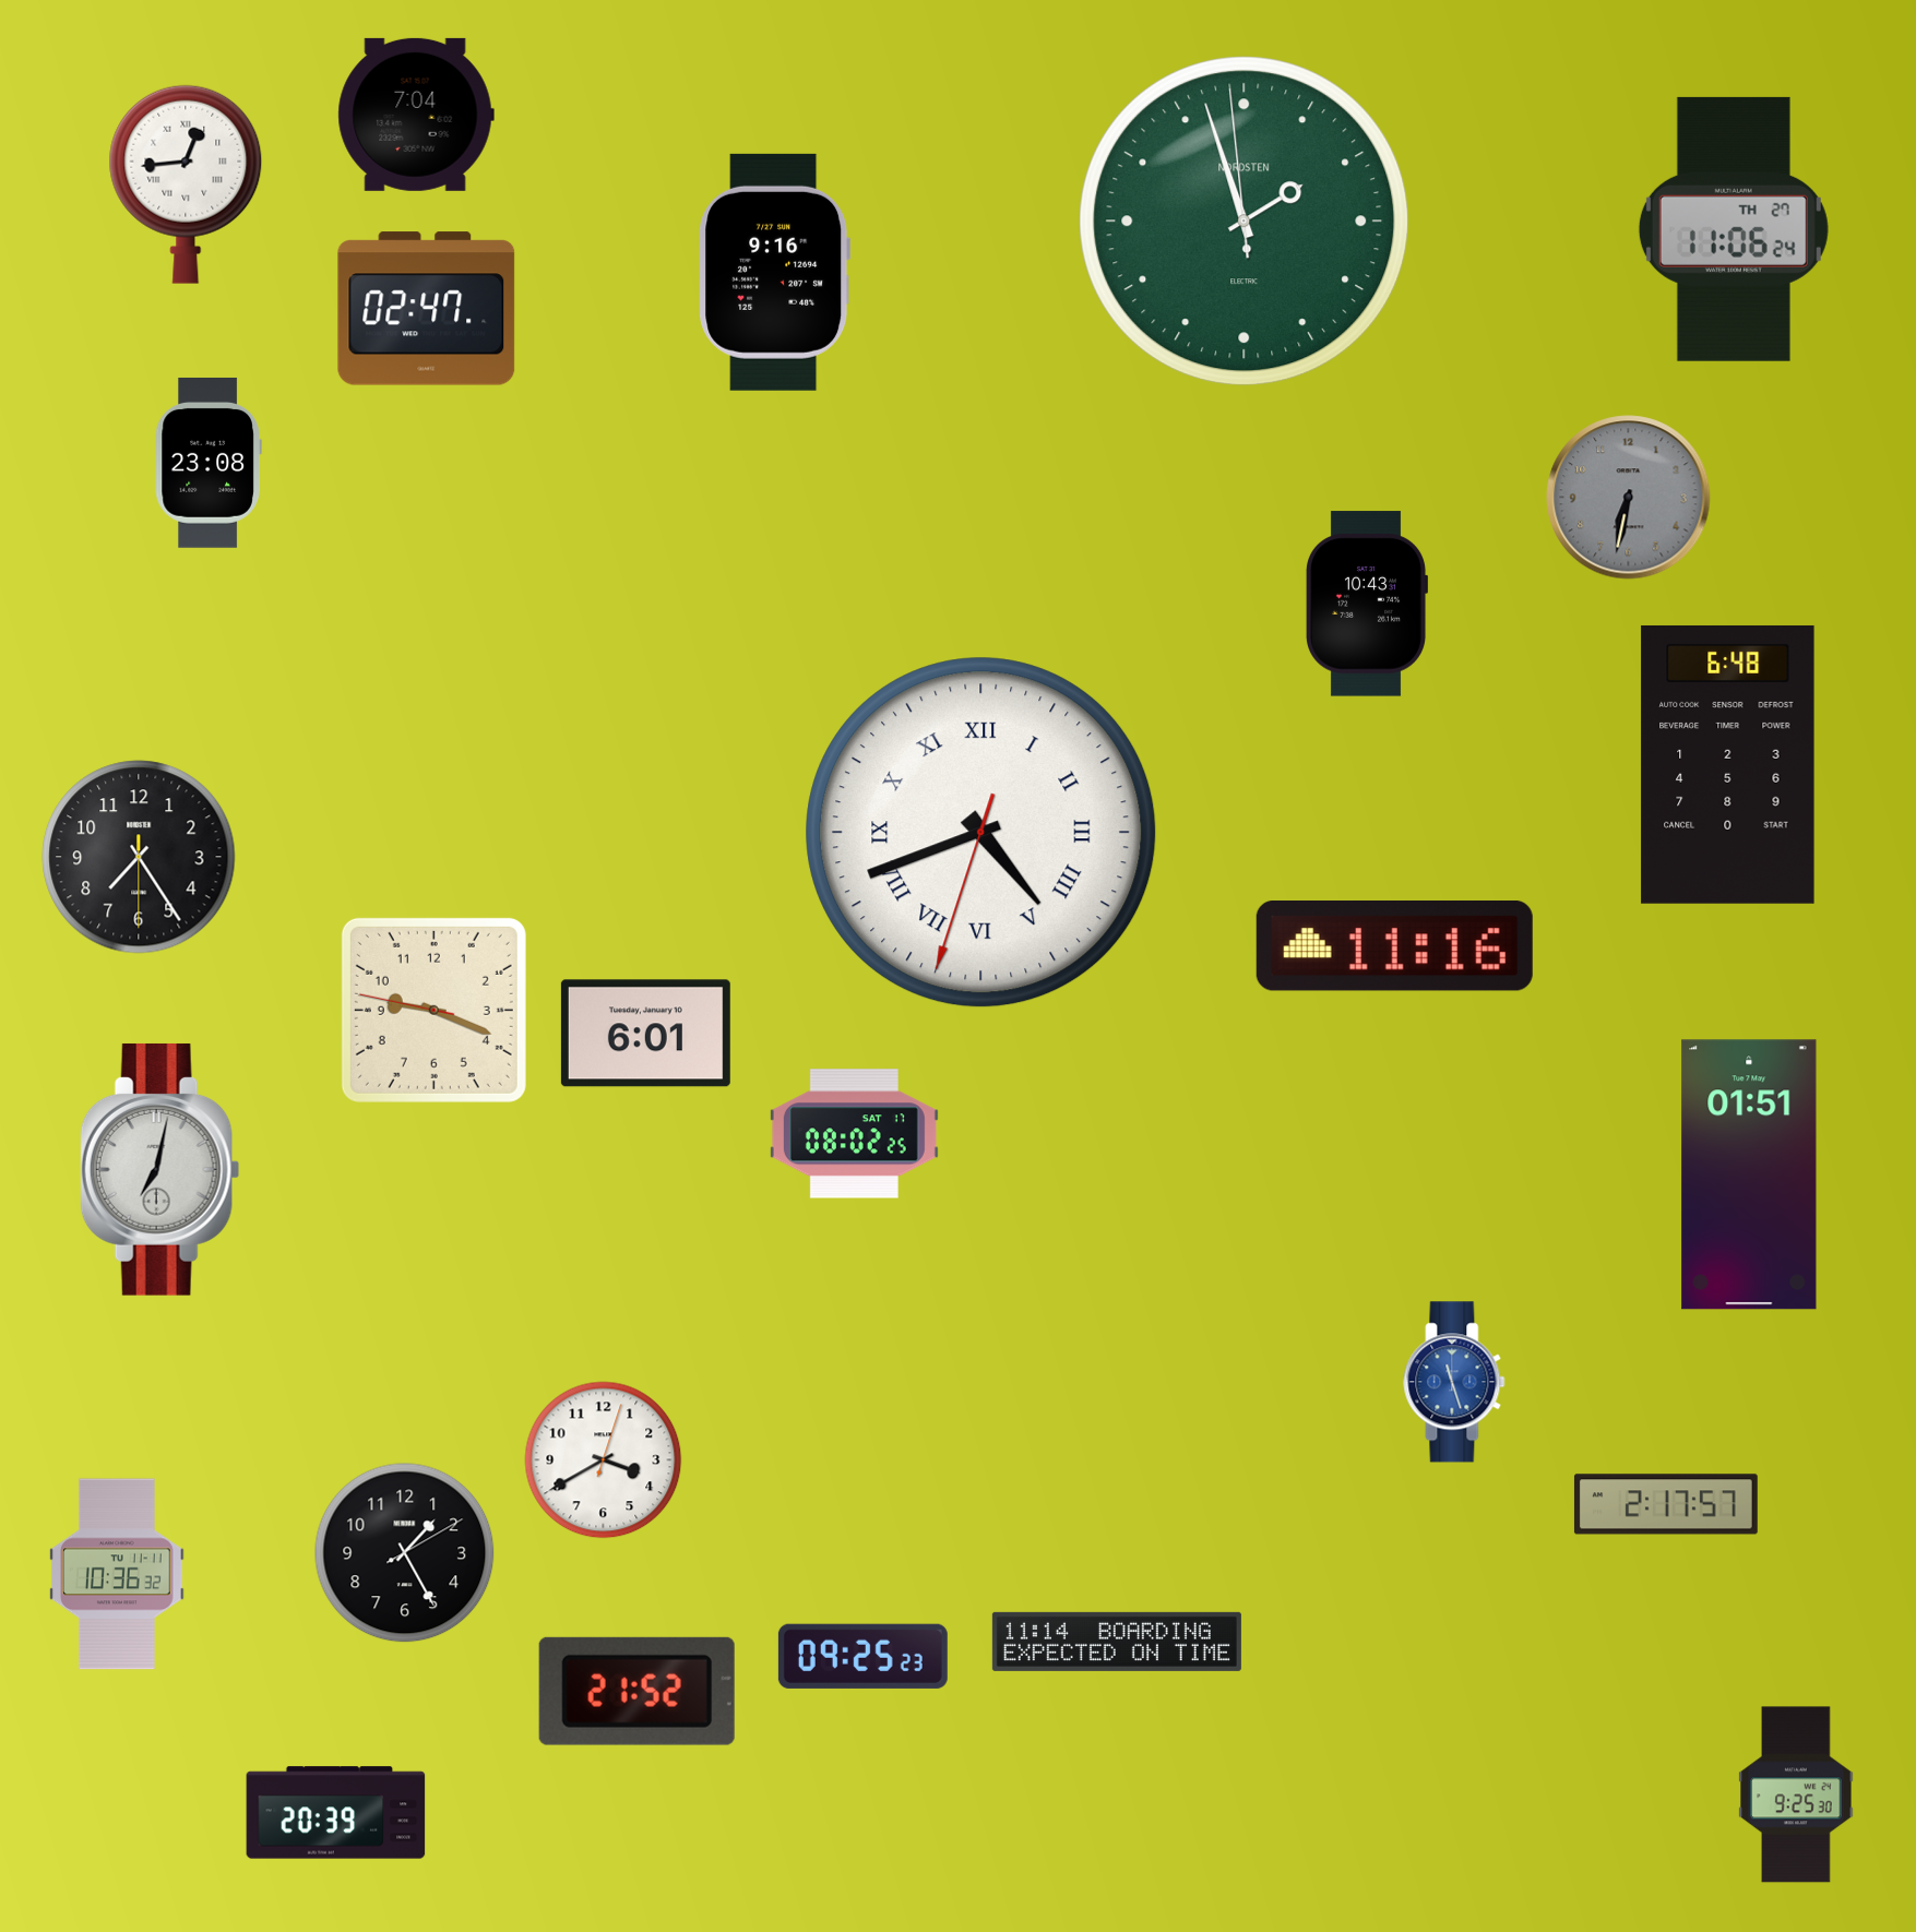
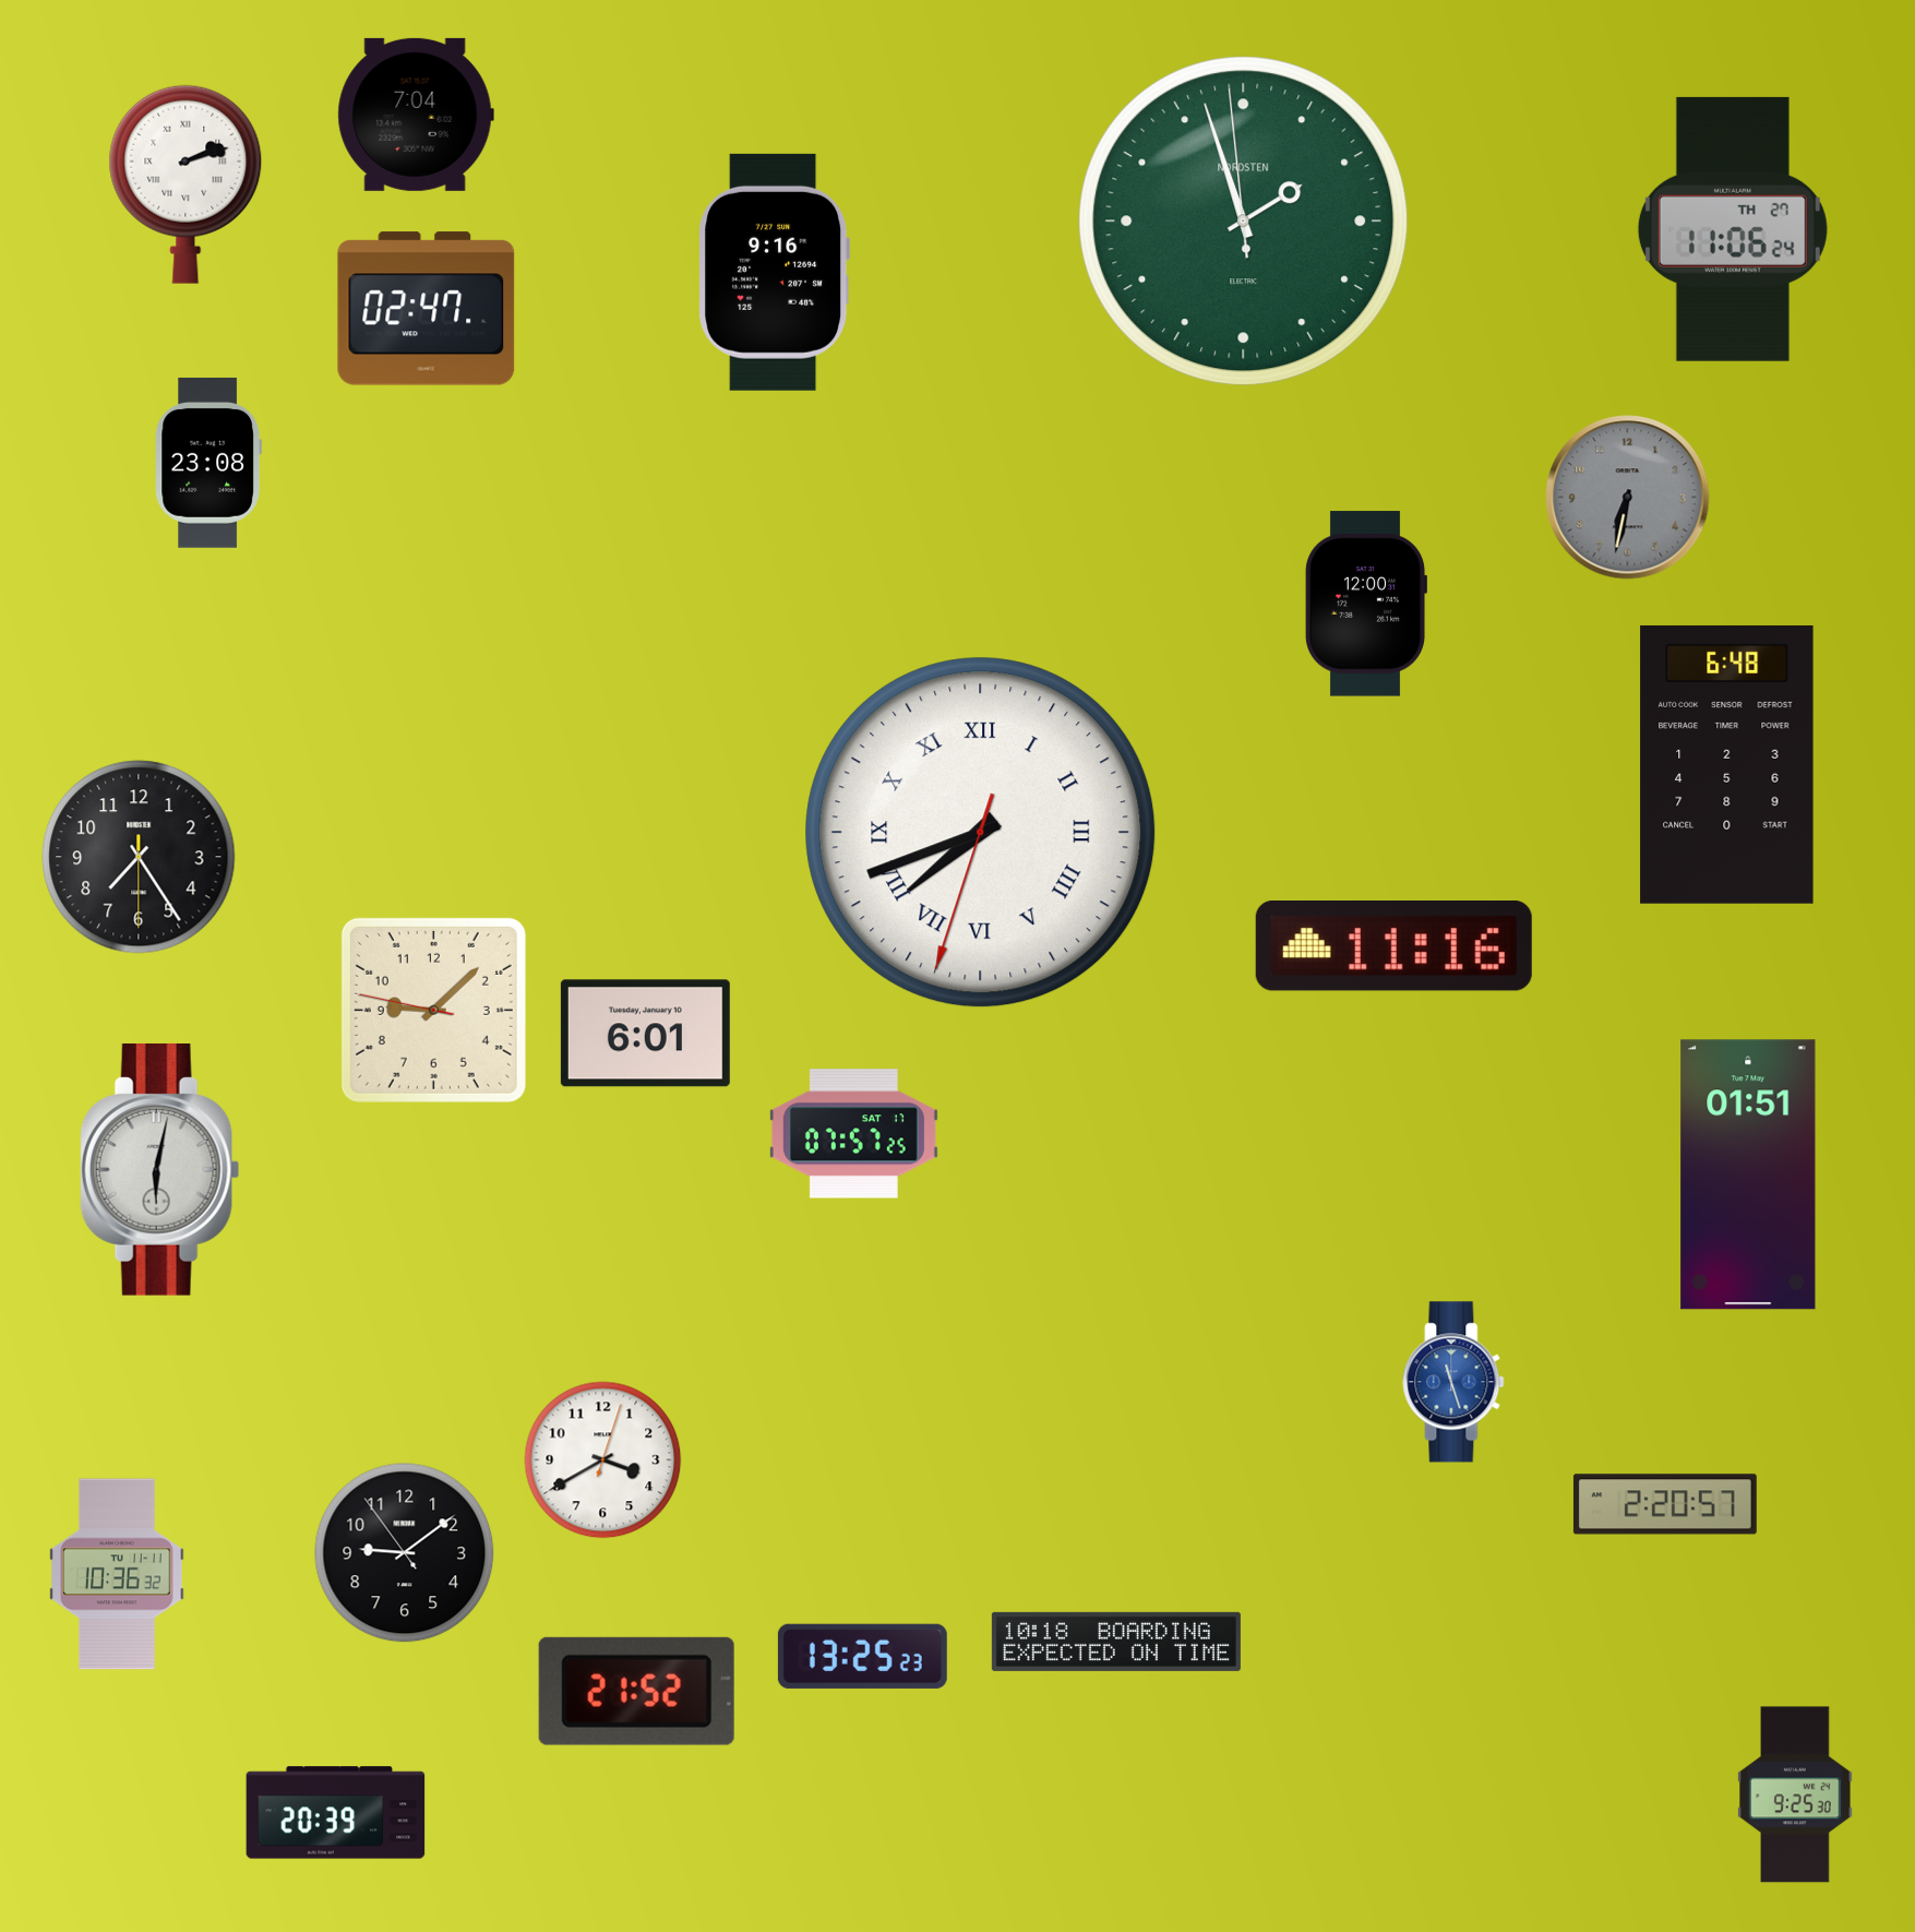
clock at (186, 184): 12:44 -> 2:12
clock at (1367, 604): 10:43 -> 12:00
clock at (981, 833): 4:41 -> 7:41
clock at (433, 1010): 9:18 -> 9:07
clock at (854, 1134): 08:02 -> 07:57
clock at (160, 1169): 7:02 -> 6:02
clock at (1666, 1504): 2:17 -> 2:20
clock at (405, 1553): 1:25 -> 9:08
clock at (1117, 1642): 11:14 -> 10:18
clock at (862, 1656): 09:25 -> 13:25
